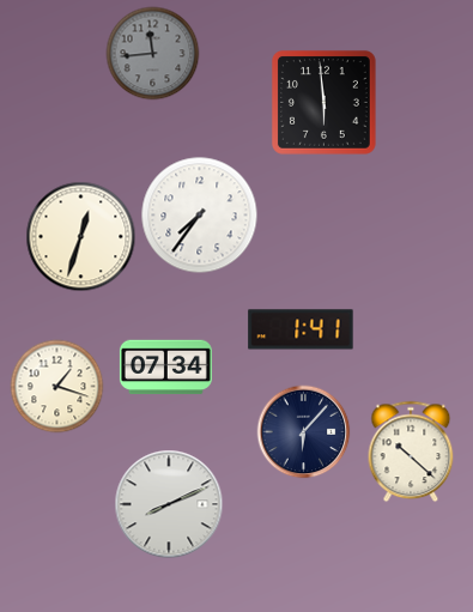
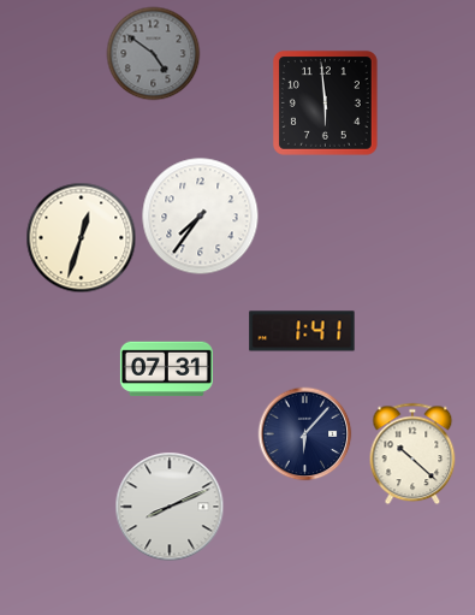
clock at (152, 53): 11:44 -> 4:51
clock at (165, 368): 07:34 -> 07:31
clock at (56, 386): 1:18 -> none
